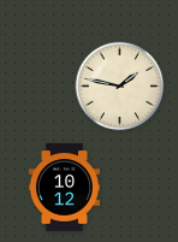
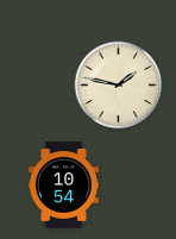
clock at (64, 188): 10:12 -> 10:54
